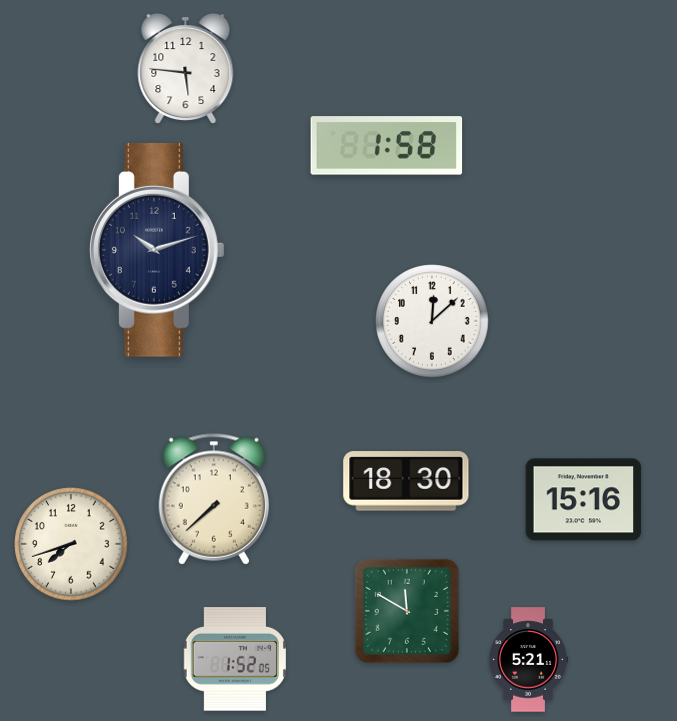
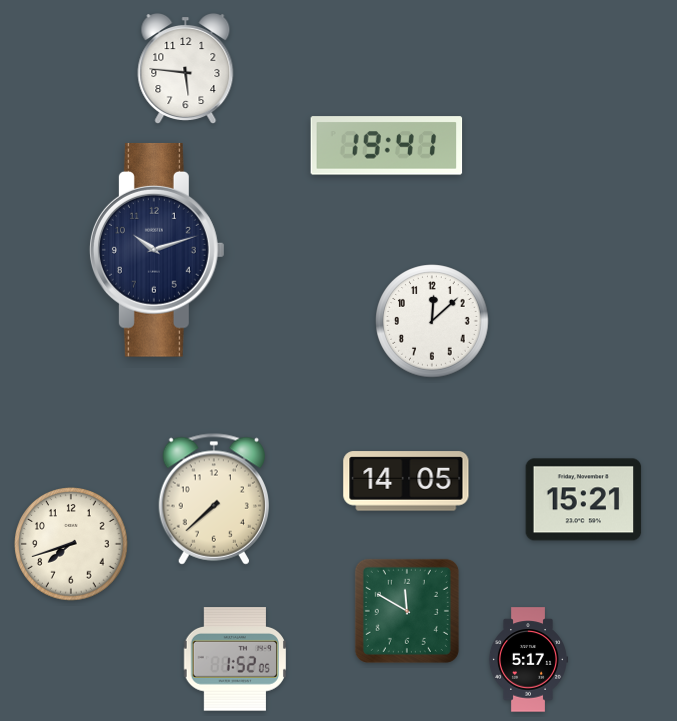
clock at (387, 146): 1:58 -> 19:41
clock at (406, 481): 18:30 -> 14:05
clock at (584, 500): 15:16 -> 15:21
clock at (527, 660): 5:21 -> 5:17
